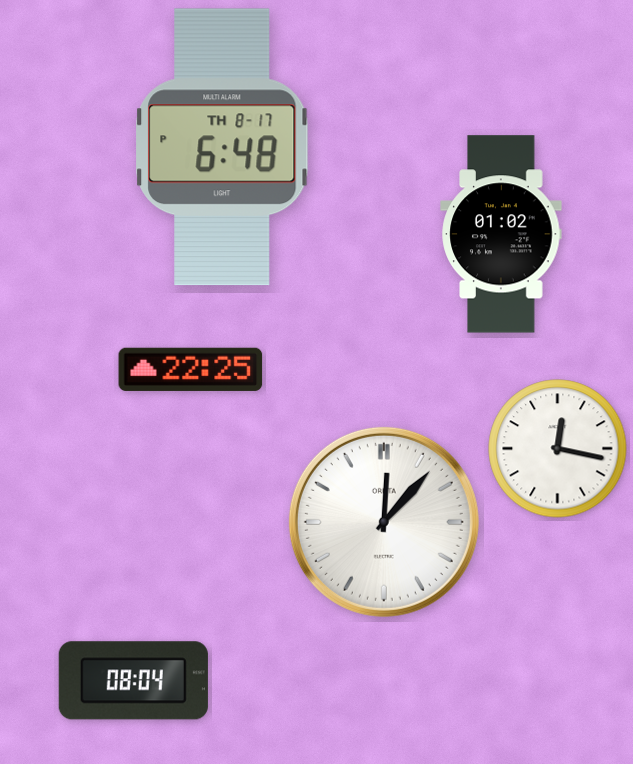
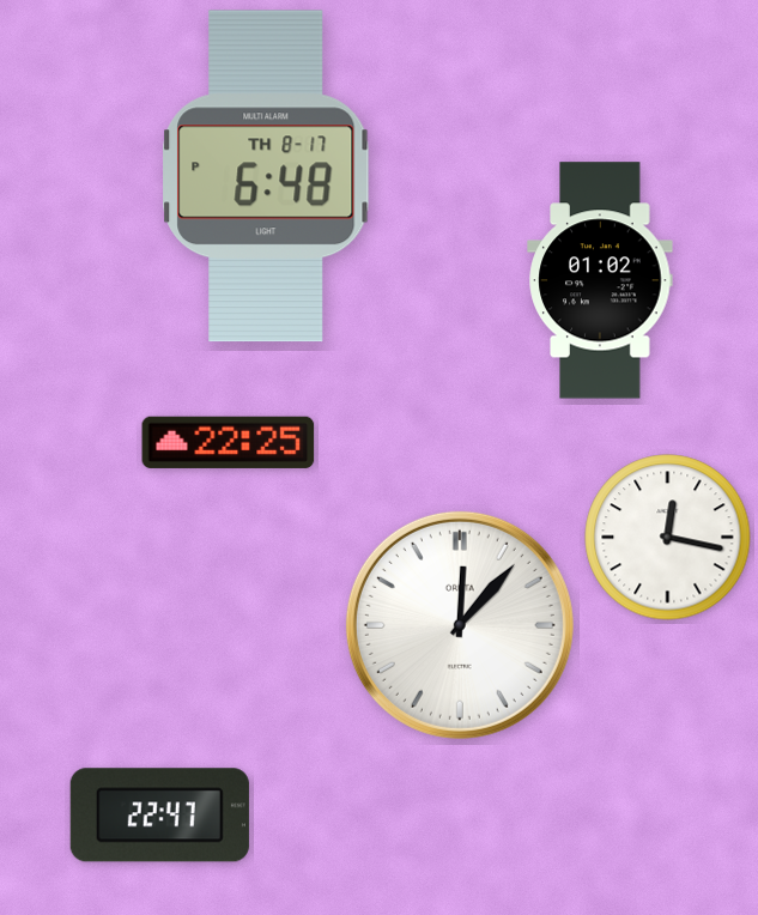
clock at (133, 681): 08:04 -> 22:47
